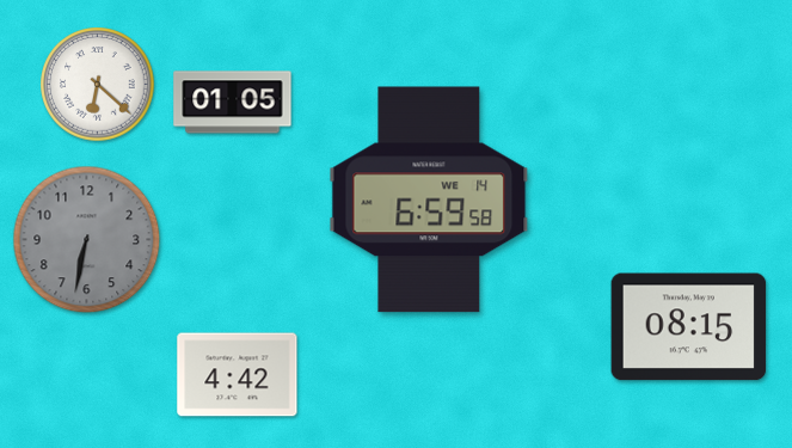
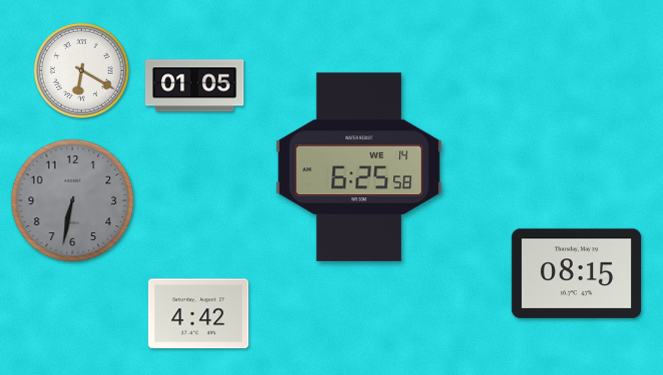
clock at (98, 85): 6:22 -> 6:20
clock at (429, 200): 6:59 -> 6:25
